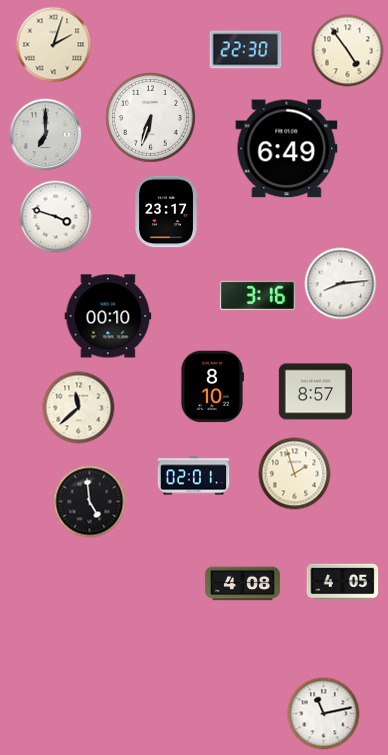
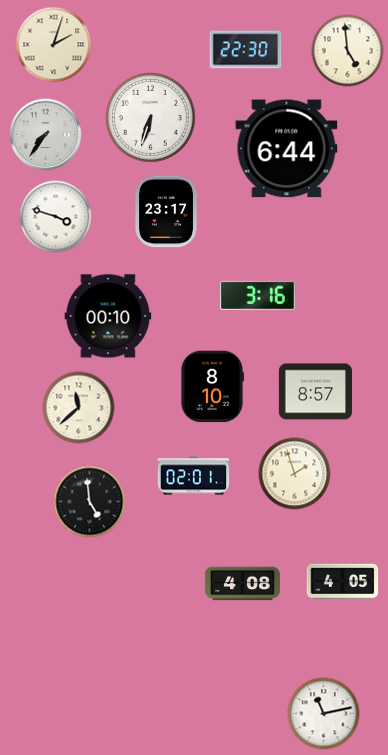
clock at (348, 51): 4:54 -> 4:59
clock at (46, 135): 7:00 -> 7:36
clock at (287, 149): 6:49 -> 6:44
clock at (341, 284): 8:14 -> none
